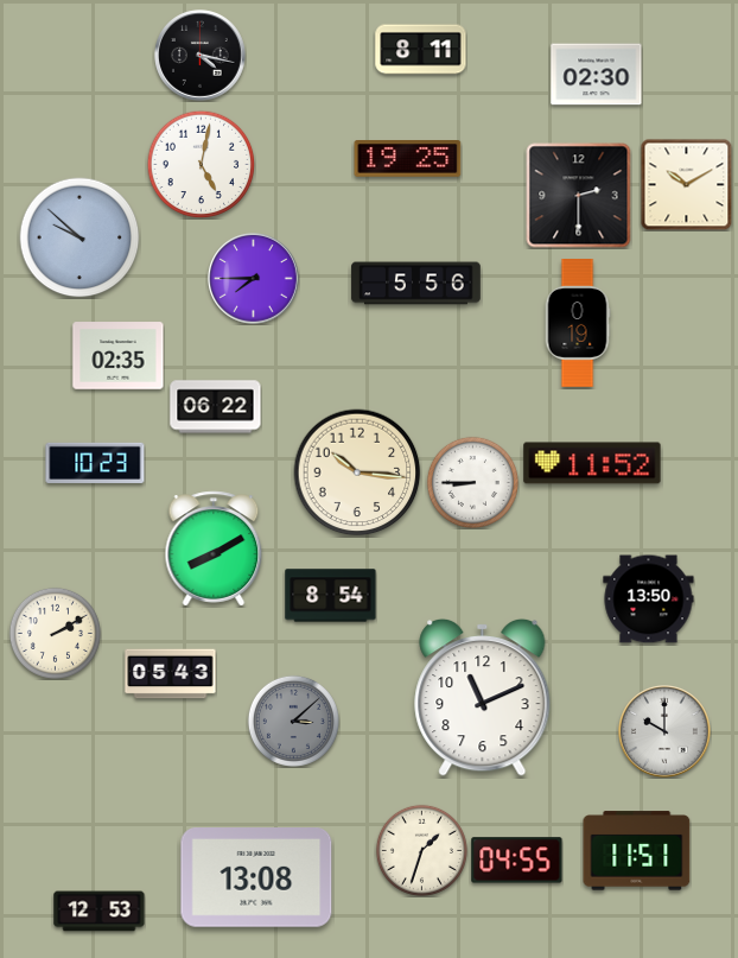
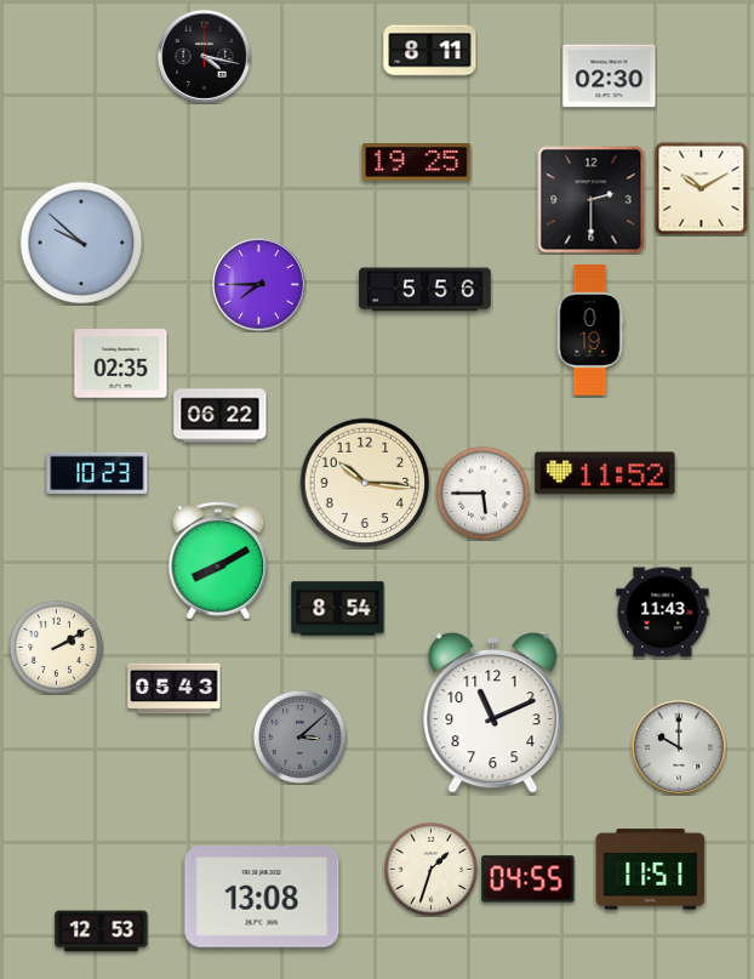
clock at (201, 164): 5:02 -> none
clock at (472, 482): 8:45 -> 5:45
clock at (649, 599): 13:50 -> 11:43
